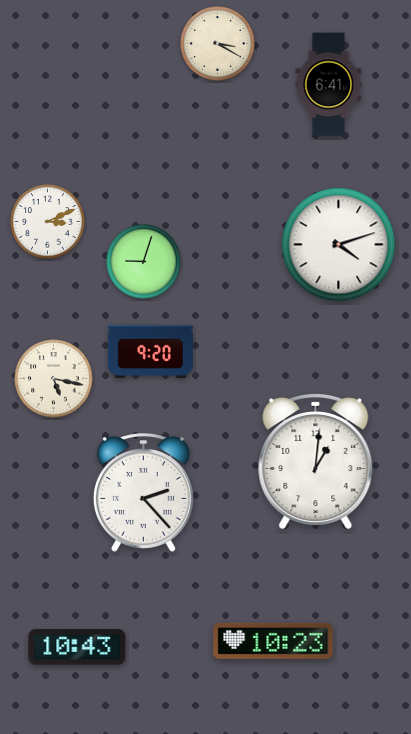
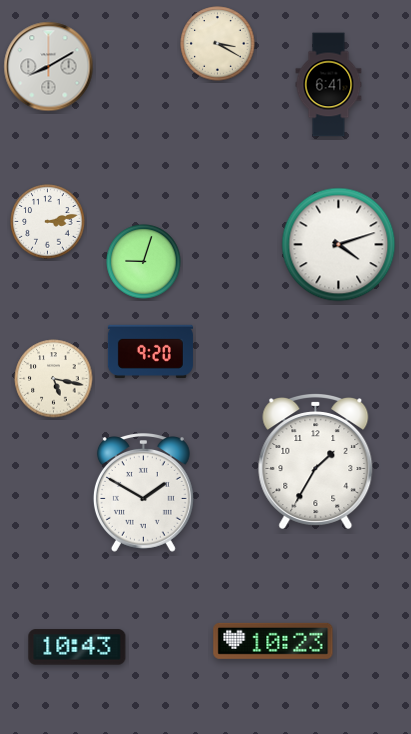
clock at (49, 67): none -> 8:10
clock at (48, 222): 3:11 -> 3:13
clock at (316, 462): 1:01 -> 1:35
clock at (143, 493): 2:23 -> 1:50
